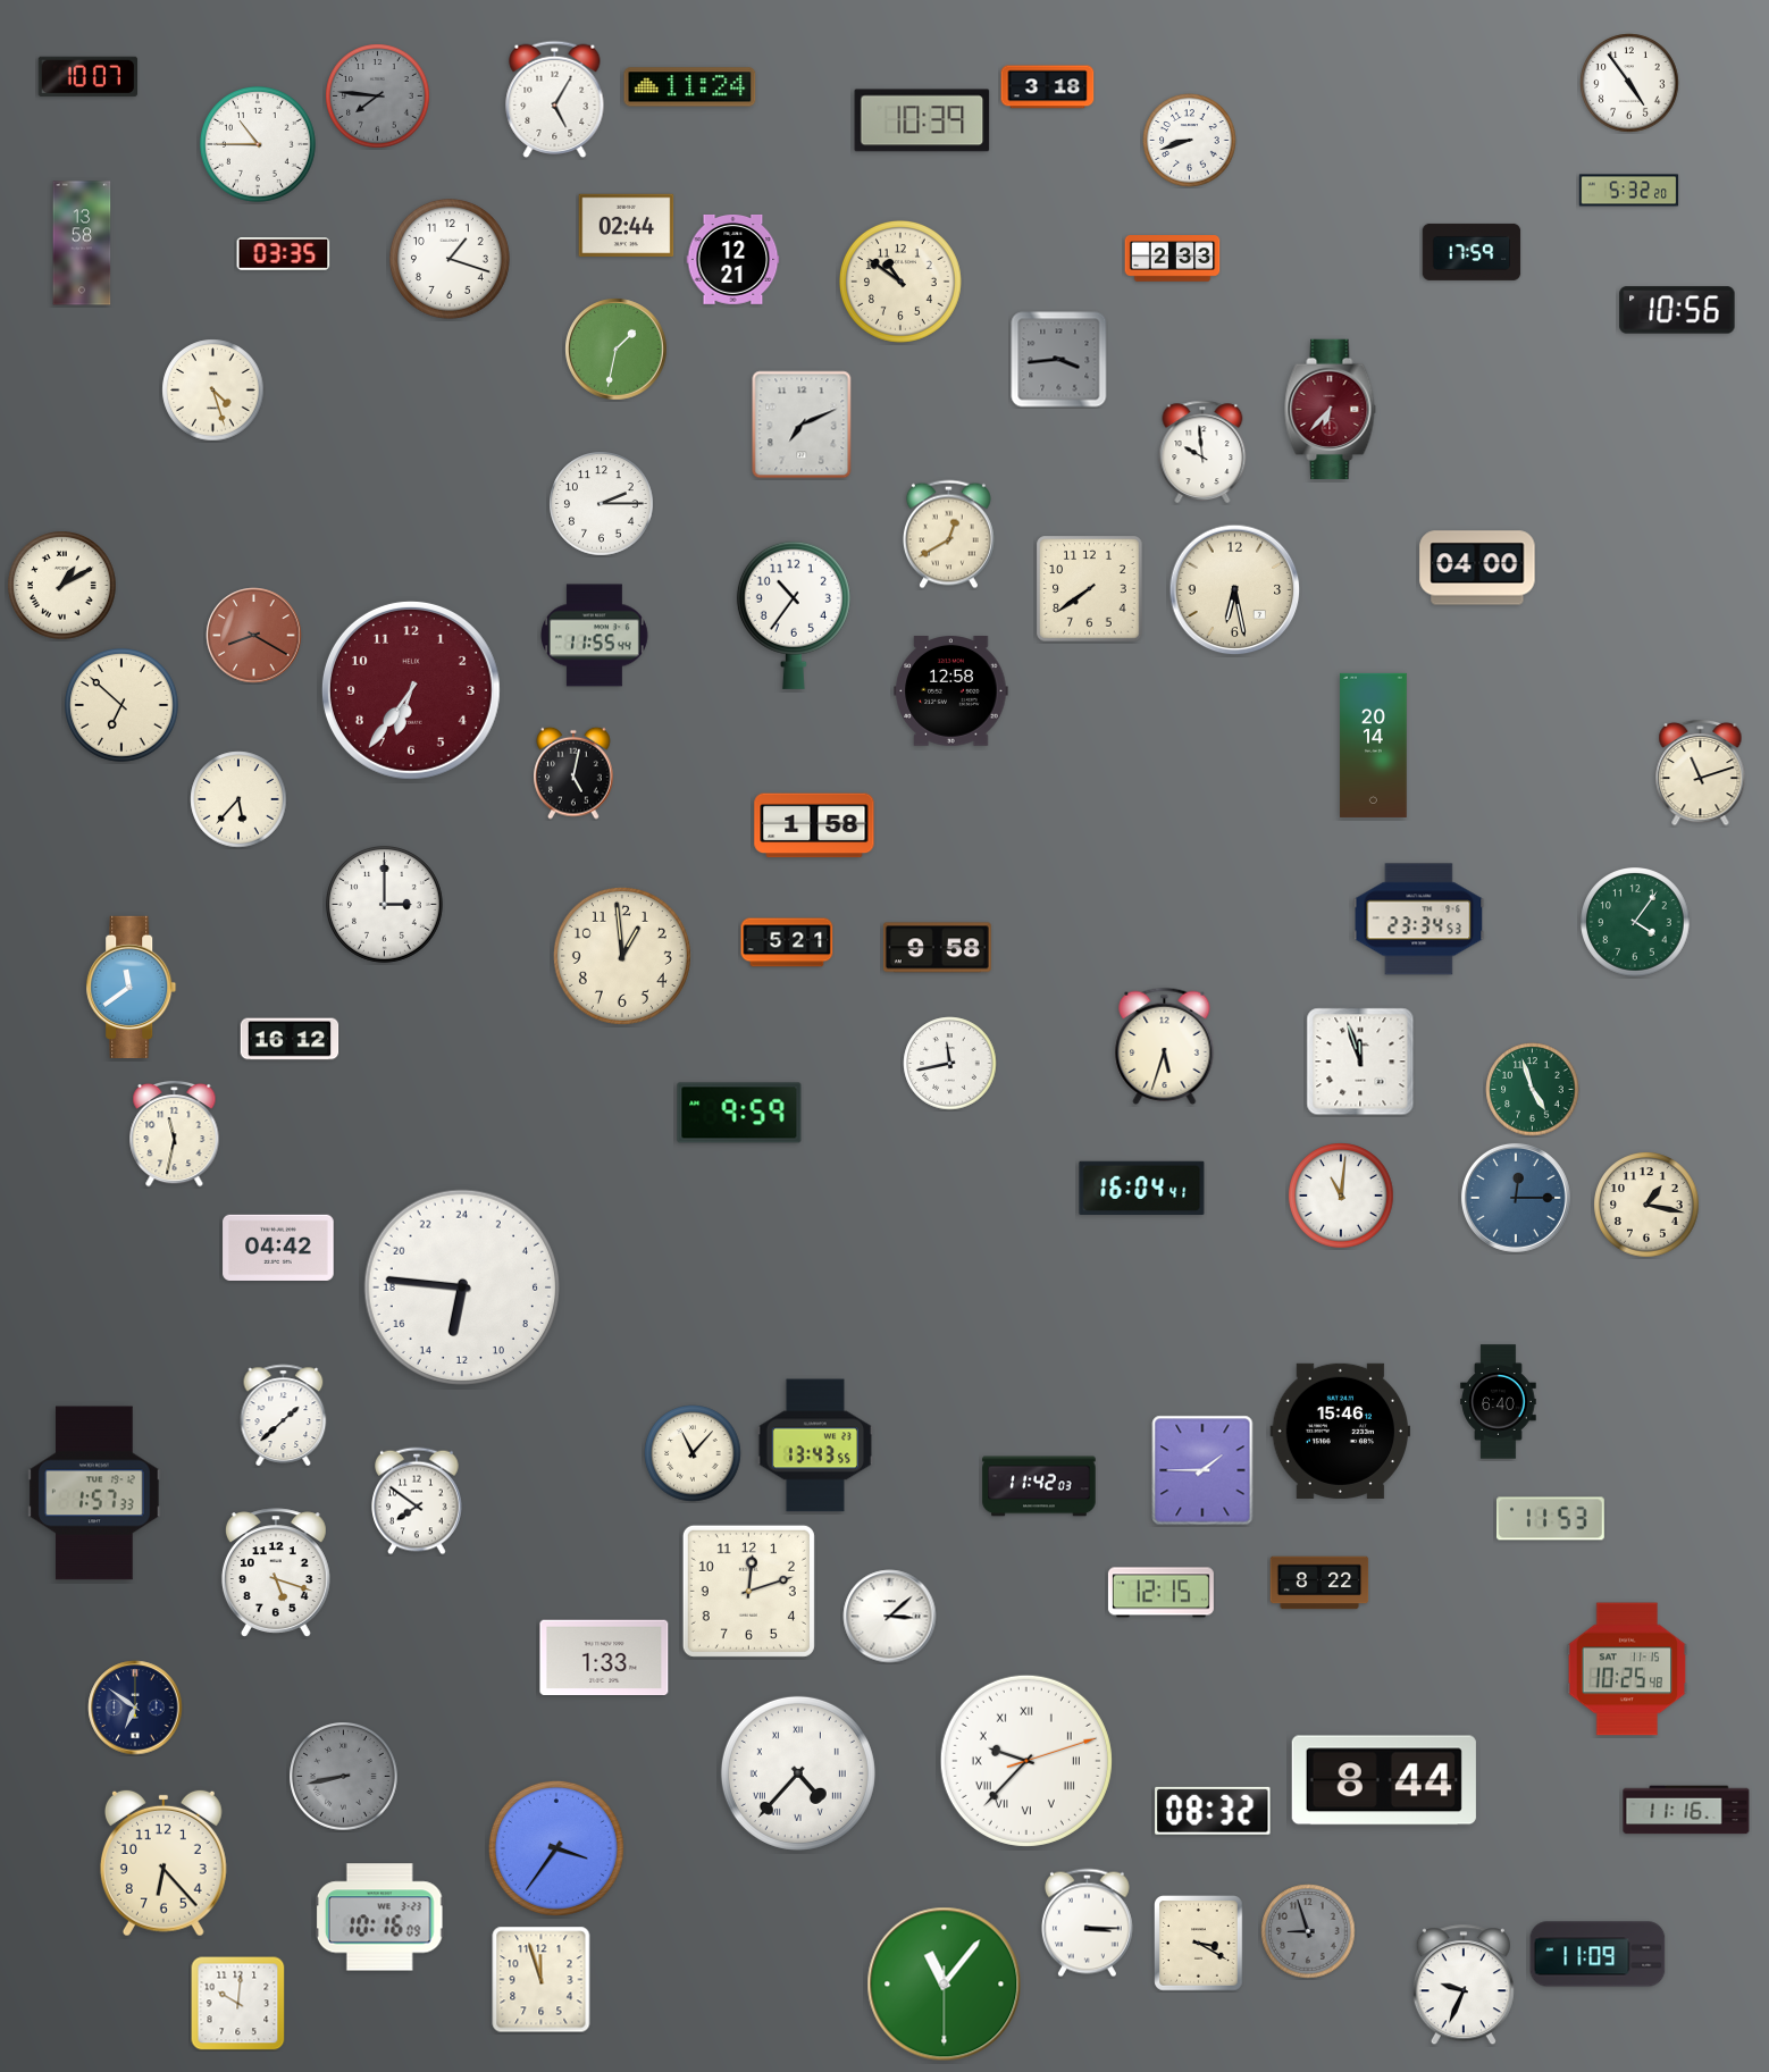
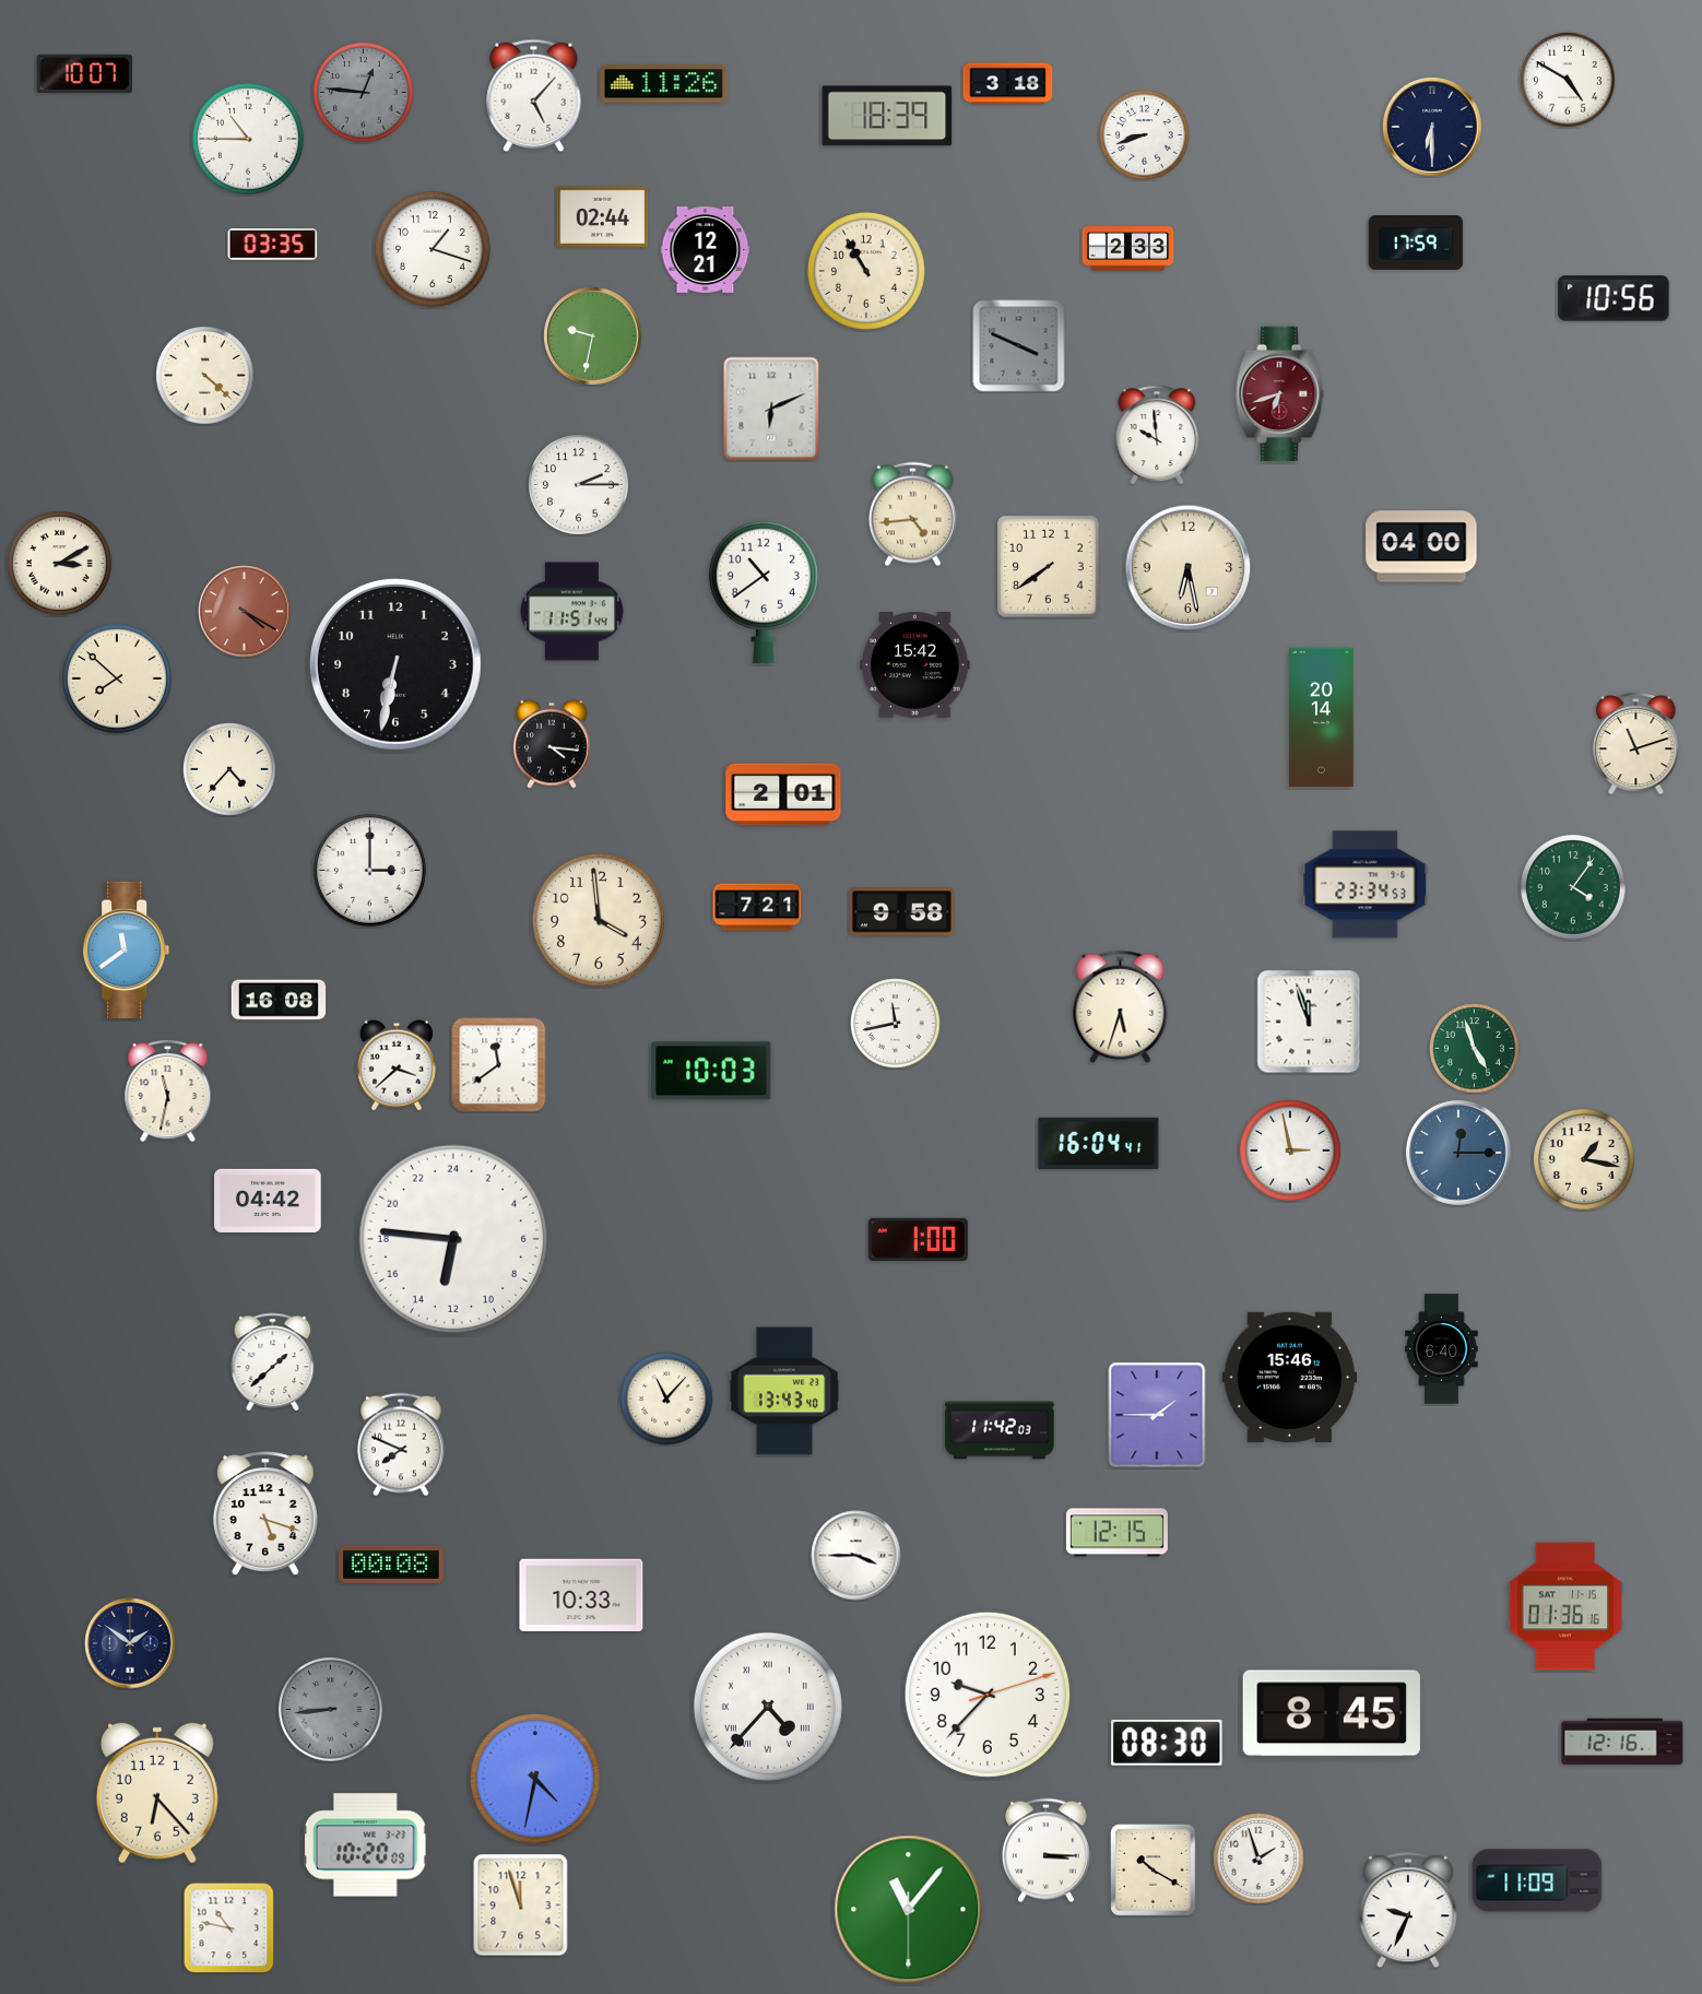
clock at (1629, 83): 4:54 -> 4:50
clock at (690, 87): 11:24 -> 11:26
clock at (378, 97): 7:46 -> 12:46
clock at (555, 100): 5:05 -> 5:07
clock at (922, 120): 10:39 -> 18:39
clock at (1432, 127): none -> 6:30
clock at (1629, 191): 5:32 -> none
clock at (82, 243): 13:58 -> none
clock at (900, 282): 10:51 -> 10:55
clock at (617, 350): 1:32 -> 9:32
clock at (1059, 360): 3:44 -> 3:49
clock at (213, 391): 4:27 -> 4:22
clock at (1331, 410): 6:37 -> 6:42
clock at (802, 425): 7:11 -> 6:11
clock at (948, 535): 12:40 -> 4:44
clock at (62, 586): 1:10 -> 3:10
clock at (794, 615): 10:36 -> 10:39
clock at (254, 636): 8:20 -> 4:20
clock at (595, 636): 11:55 -> 11:51
clock at (411, 690): 6:36 -> 6:32
clock at (411, 690) dial: burgundy -> black
clock at (951, 691): 12:58 -> 15:42
clock at (123, 706): 6:52 -> 7:52
clock at (573, 773): 5:02 -> 4:16
clock at (238, 799): 5:37 -> 4:37
clock at (814, 825): 1:58 -> 2:01
clock at (787, 942): 5:21 -> 7:21
clock at (622, 956): 12:59 -> 3:59
clock at (290, 1039): 16:12 -> 16:08
clock at (950, 1064) position: (950, 1064) -> (896, 1024)
clock at (397, 1065): none -> 3:38
clock at (499, 1065): none -> 11:39
clock at (739, 1113): 9:59 -> 10:03
clock at (1341, 1196): 11:01 -> 2:58
clock at (462, 1287) position: (462, 1287) -> (453, 1239)
clock at (918, 1240): none -> 1:00
clock at (814, 1445): 13:43:55 -> 13:43:40
clock at (94, 1493): 1:57 -> none
clock at (417, 1501): 7:51 -> 7:49
clock at (1550, 1519): 11:53 -> none
clock at (1319, 1583): 8:22 -> none
clock at (748, 1591): 12:12 -> none
clock at (890, 1617): 3:08 -> 3:45
clock at (392, 1565): none -> 00:08
clock at (604, 1658): 1:33 -> 10:33
clock at (1627, 1669): 10:25 -> 01:36
clock at (135, 1708): 6:51 -> 1:51
clock at (1026, 1761) numerals: Roman -> Arabic
clock at (344, 1777): 8:43 -> 8:44
clock at (1384, 1780): 8:44 -> 8:45
clock at (1686, 1810): 11:16 -> 12:16
clock at (1213, 1811): 08:32 -> 08:30
clock at (556, 1848): 3:36 -> 4:32
clock at (379, 1918): 10:16 -> 10:20
clock at (1308, 1931): 8:57 -> 1:57
clock at (1308, 1931) dial: grey -> white
clock at (1199, 1944): 3:20 -> 10:20
clock at (238, 2004): 10:01 -> 10:47
